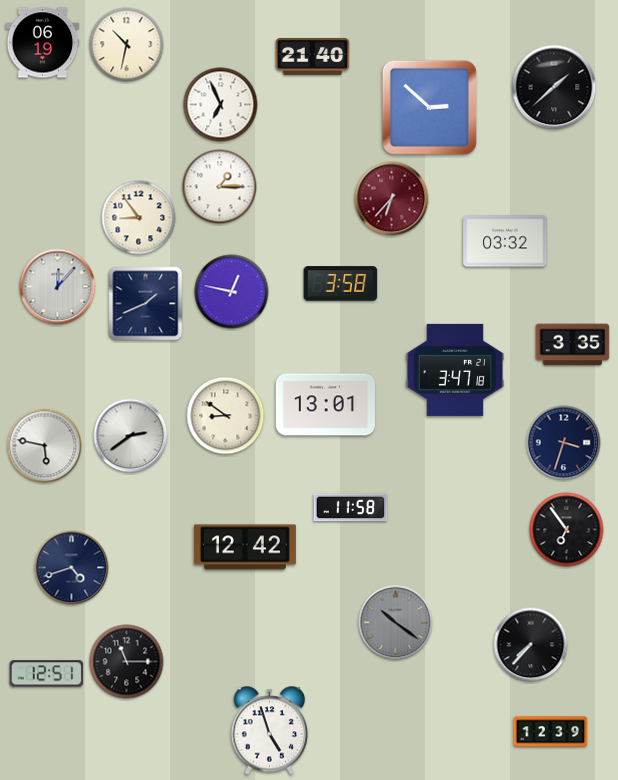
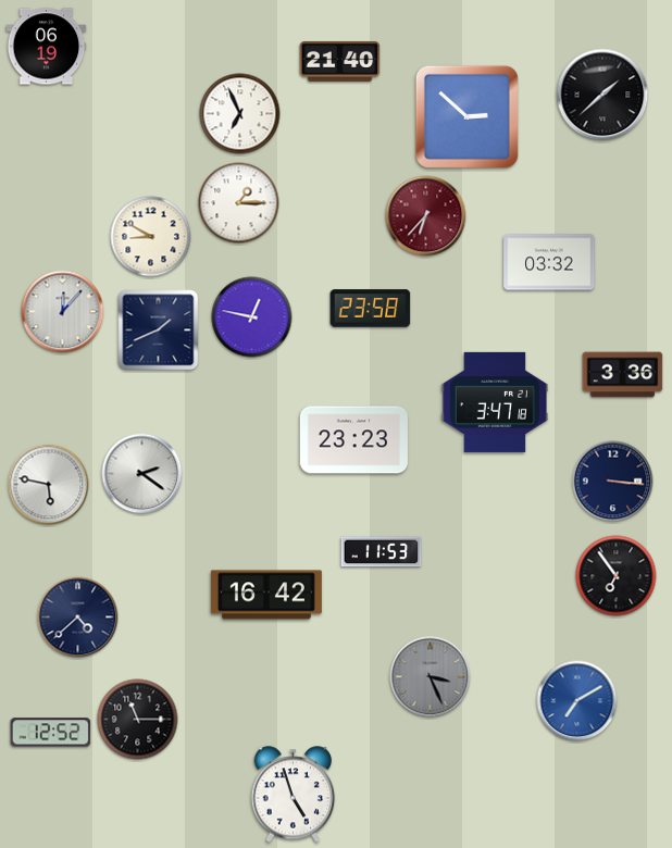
clock at (127, 45): 10:32 -> none
clock at (139, 218): 8:54 -> 8:50
clock at (341, 284): 3:58 -> 23:58
clock at (573, 345): 3:35 -> 3:36
clock at (325, 405): 13:01 -> 23:23
clock at (226, 416): 8:51 -> none
clock at (131, 436): 2:39 -> 2:21
clock at (564, 443): 3:33 -> 3:16
clock at (351, 508): 11:58 -> 11:53
clock at (245, 547): 12:42 -> 16:42
clock at (72, 568): 4:42 -> 4:38
clock at (396, 623): 10:21 -> 3:26
clock at (531, 645): 7:37 -> 7:10
clock at (531, 645) dial: black -> blue
clock at (47, 674): 12:51 -> 12:52
clock at (551, 732): 12:39 -> none
